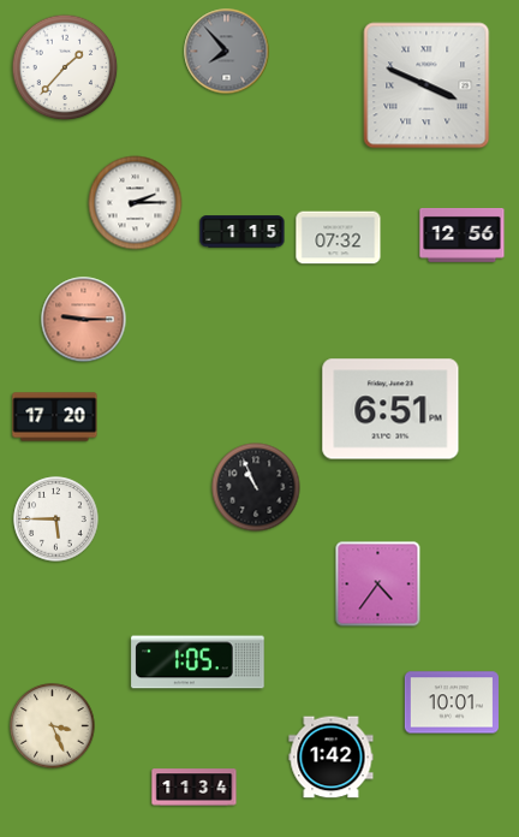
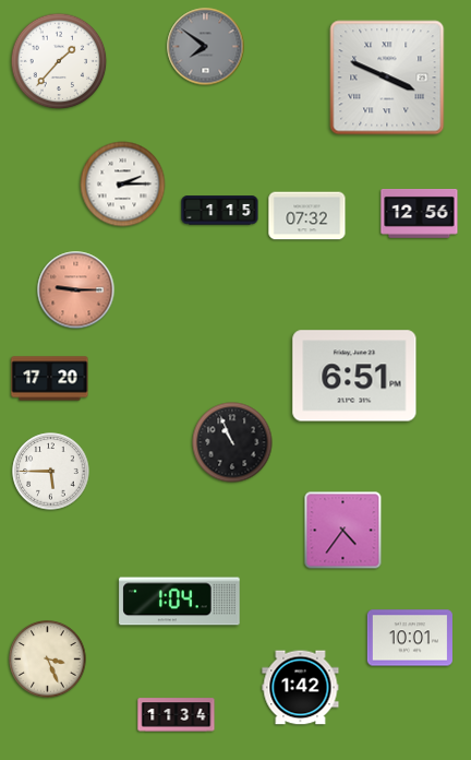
clock at (227, 52): 7:53 -> 7:51
clock at (390, 409) position: (390, 409) -> (354, 376)
clock at (198, 663): 1:05 -> 1:04
